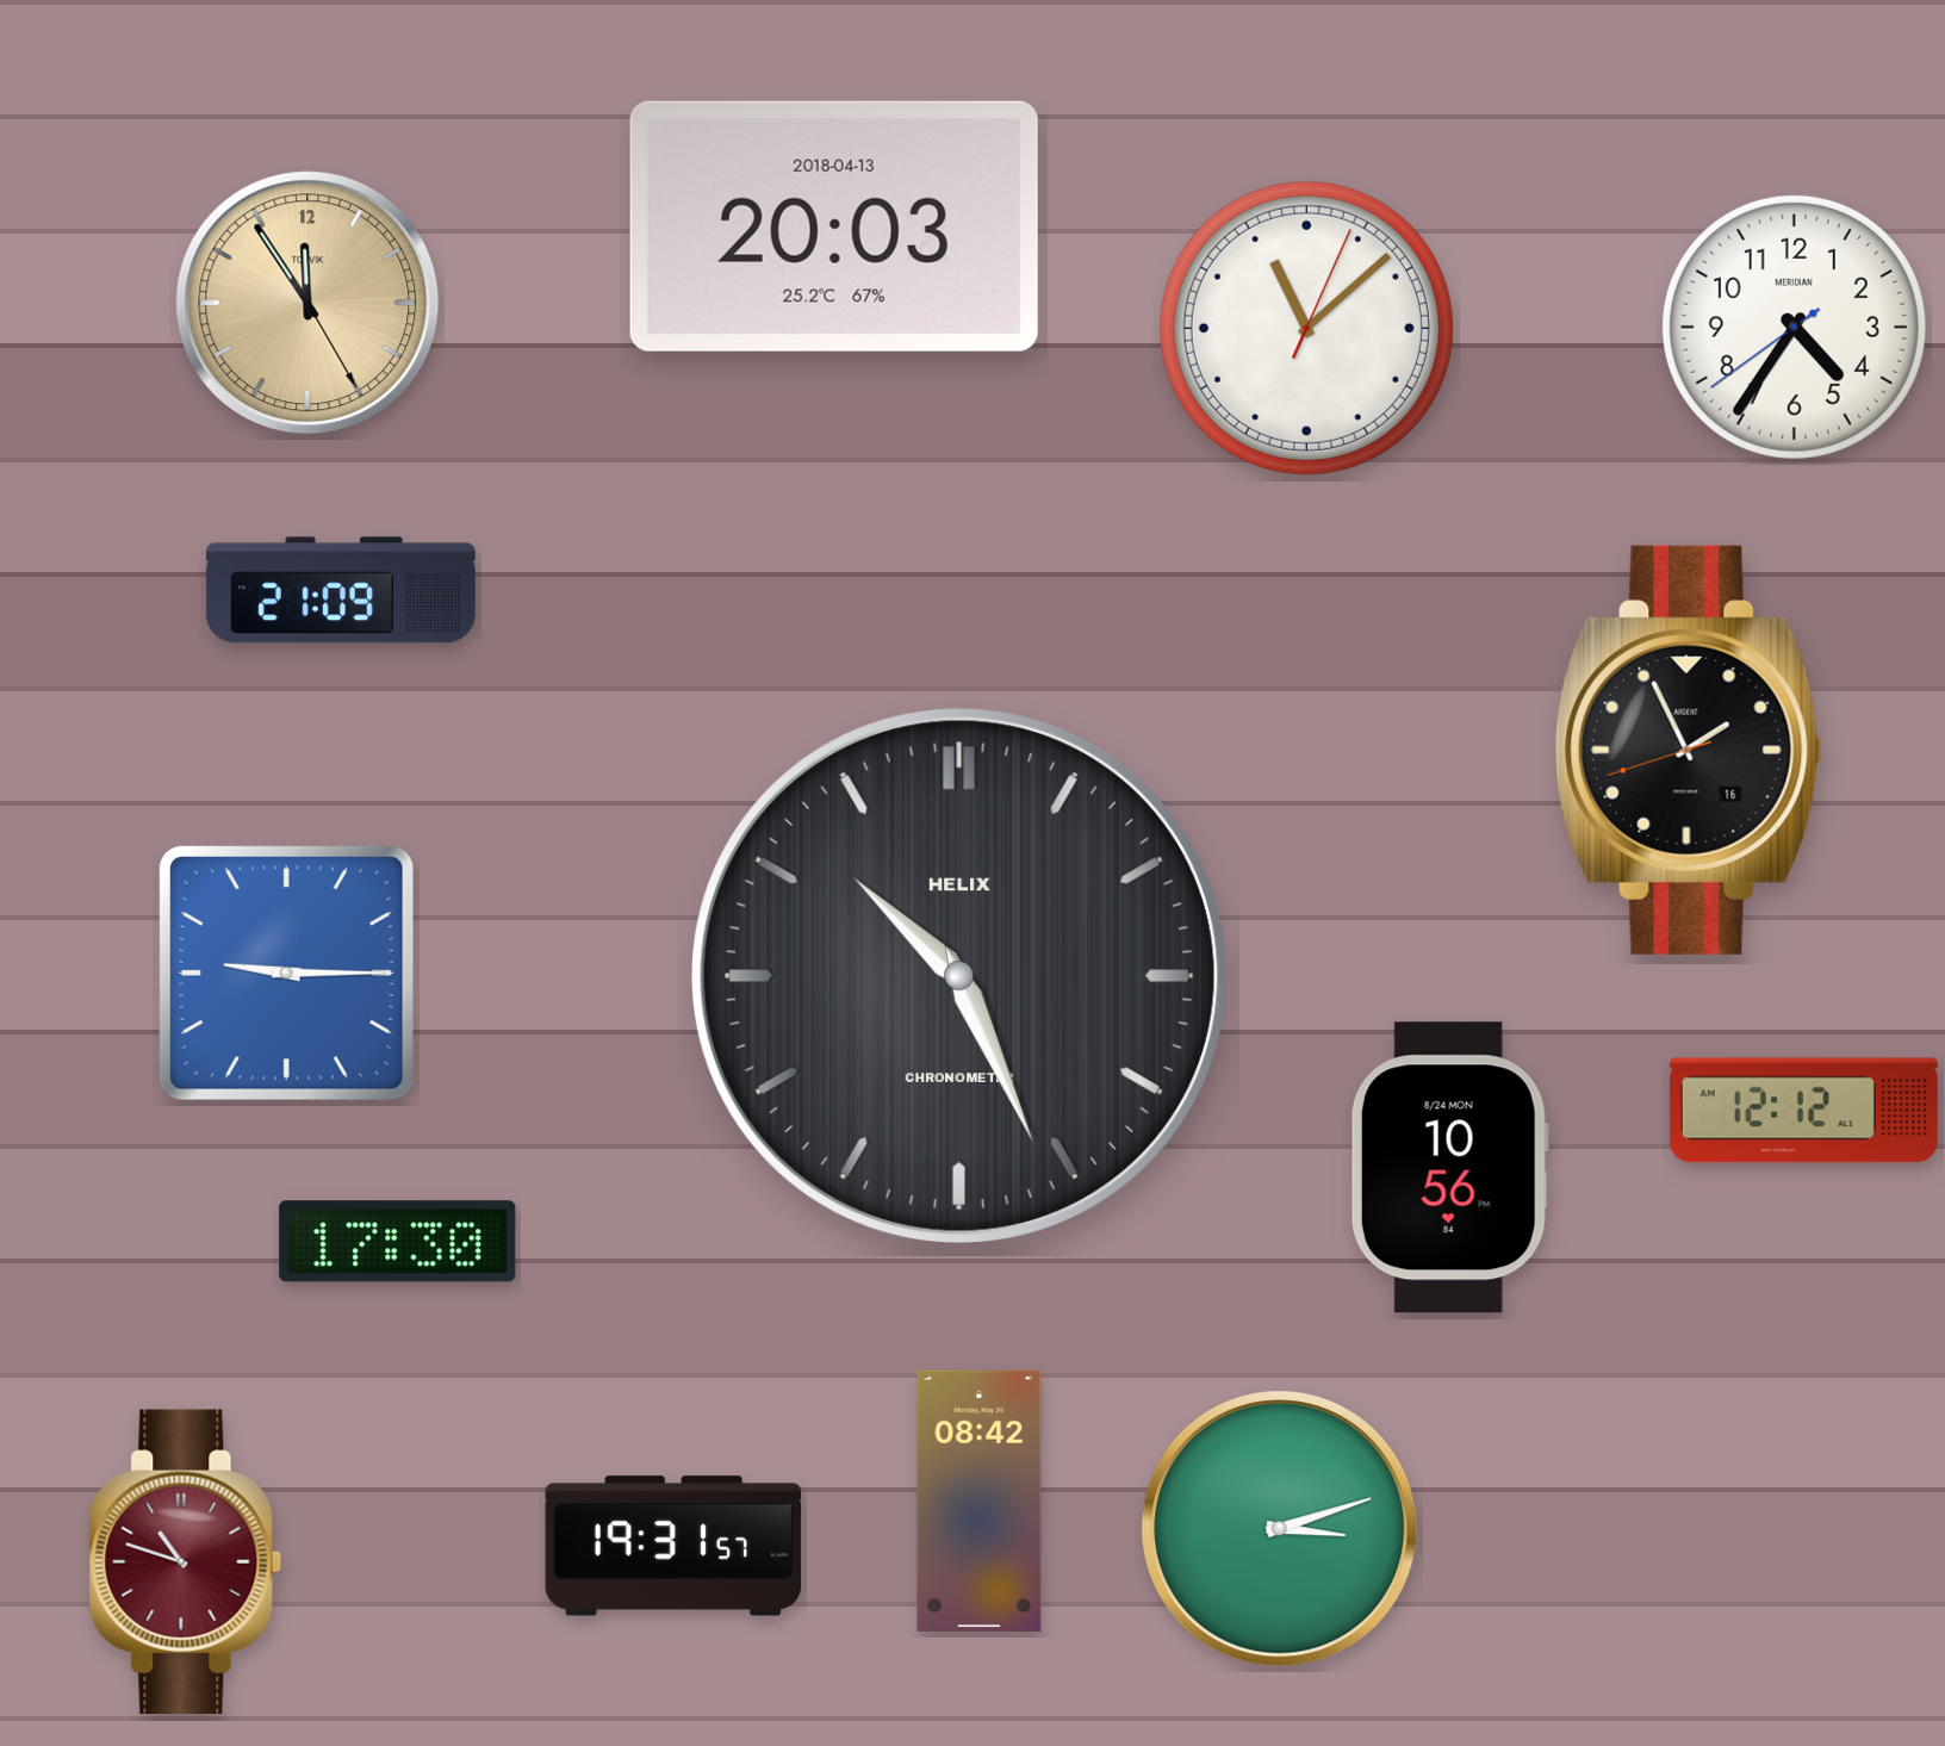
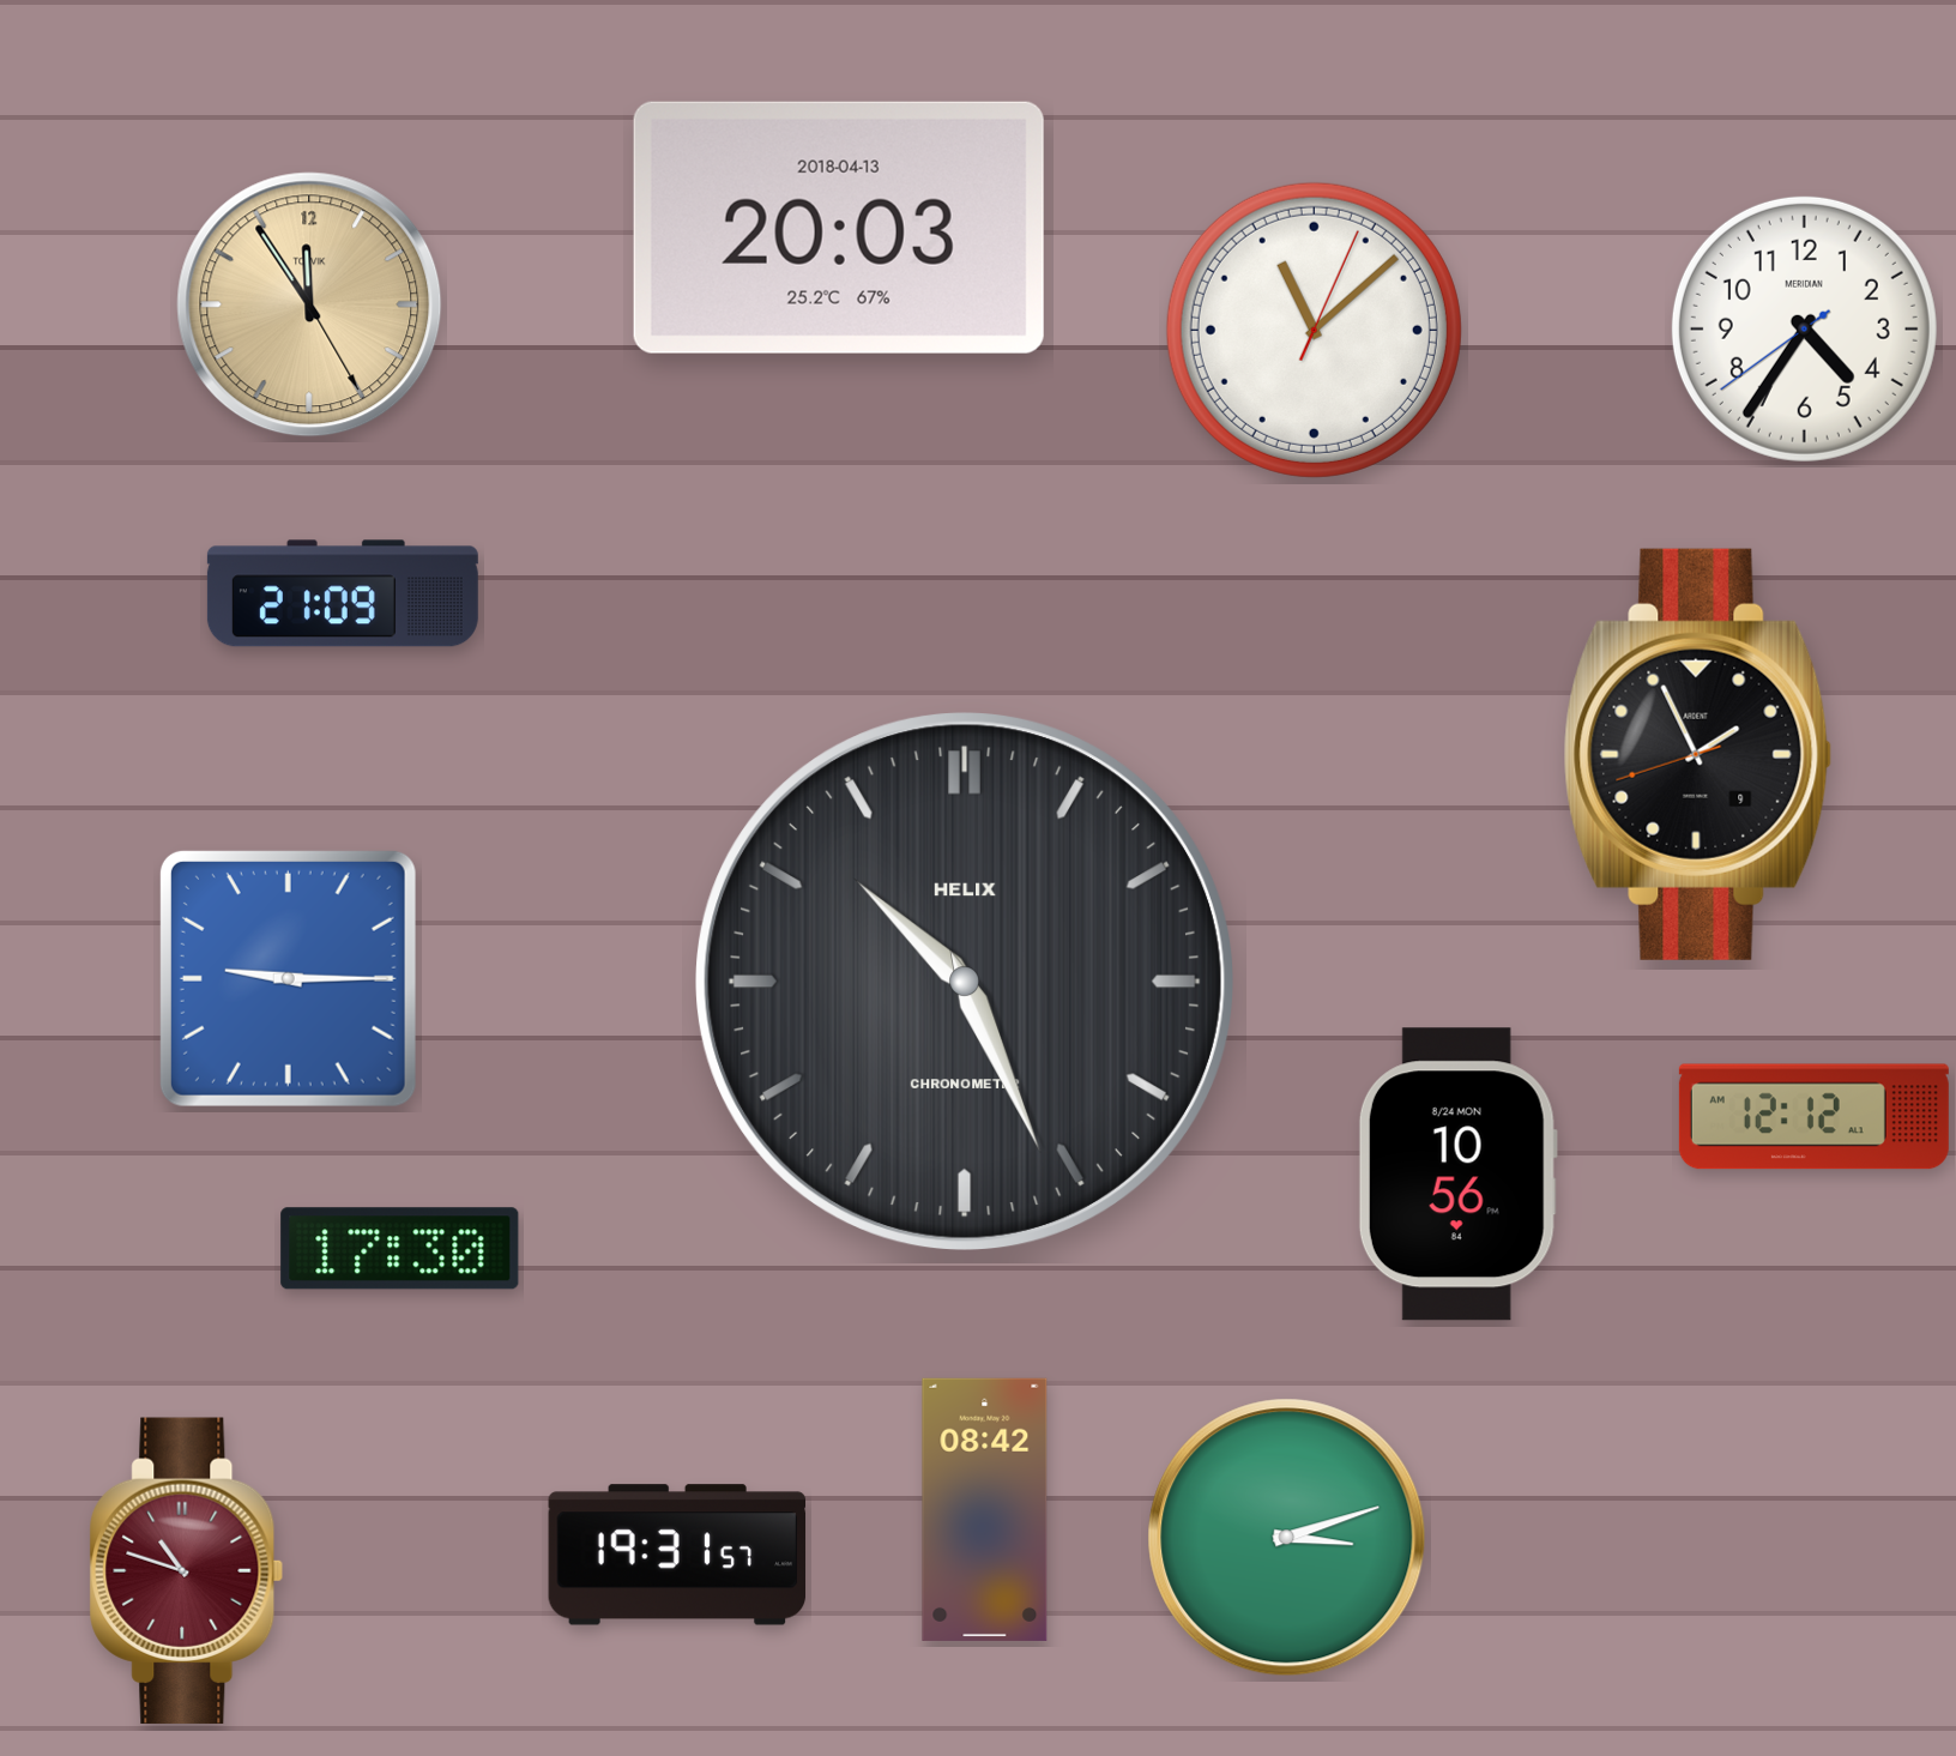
clock at (1689, 750) date: 16 -> 9
